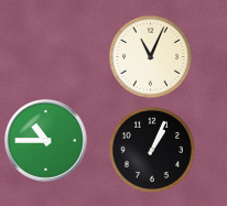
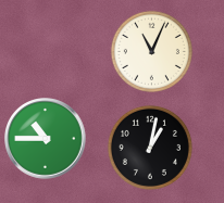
clock at (150, 56) position: (150, 56) -> (151, 51)
clock at (152, 150): 1:04 -> 1:02
